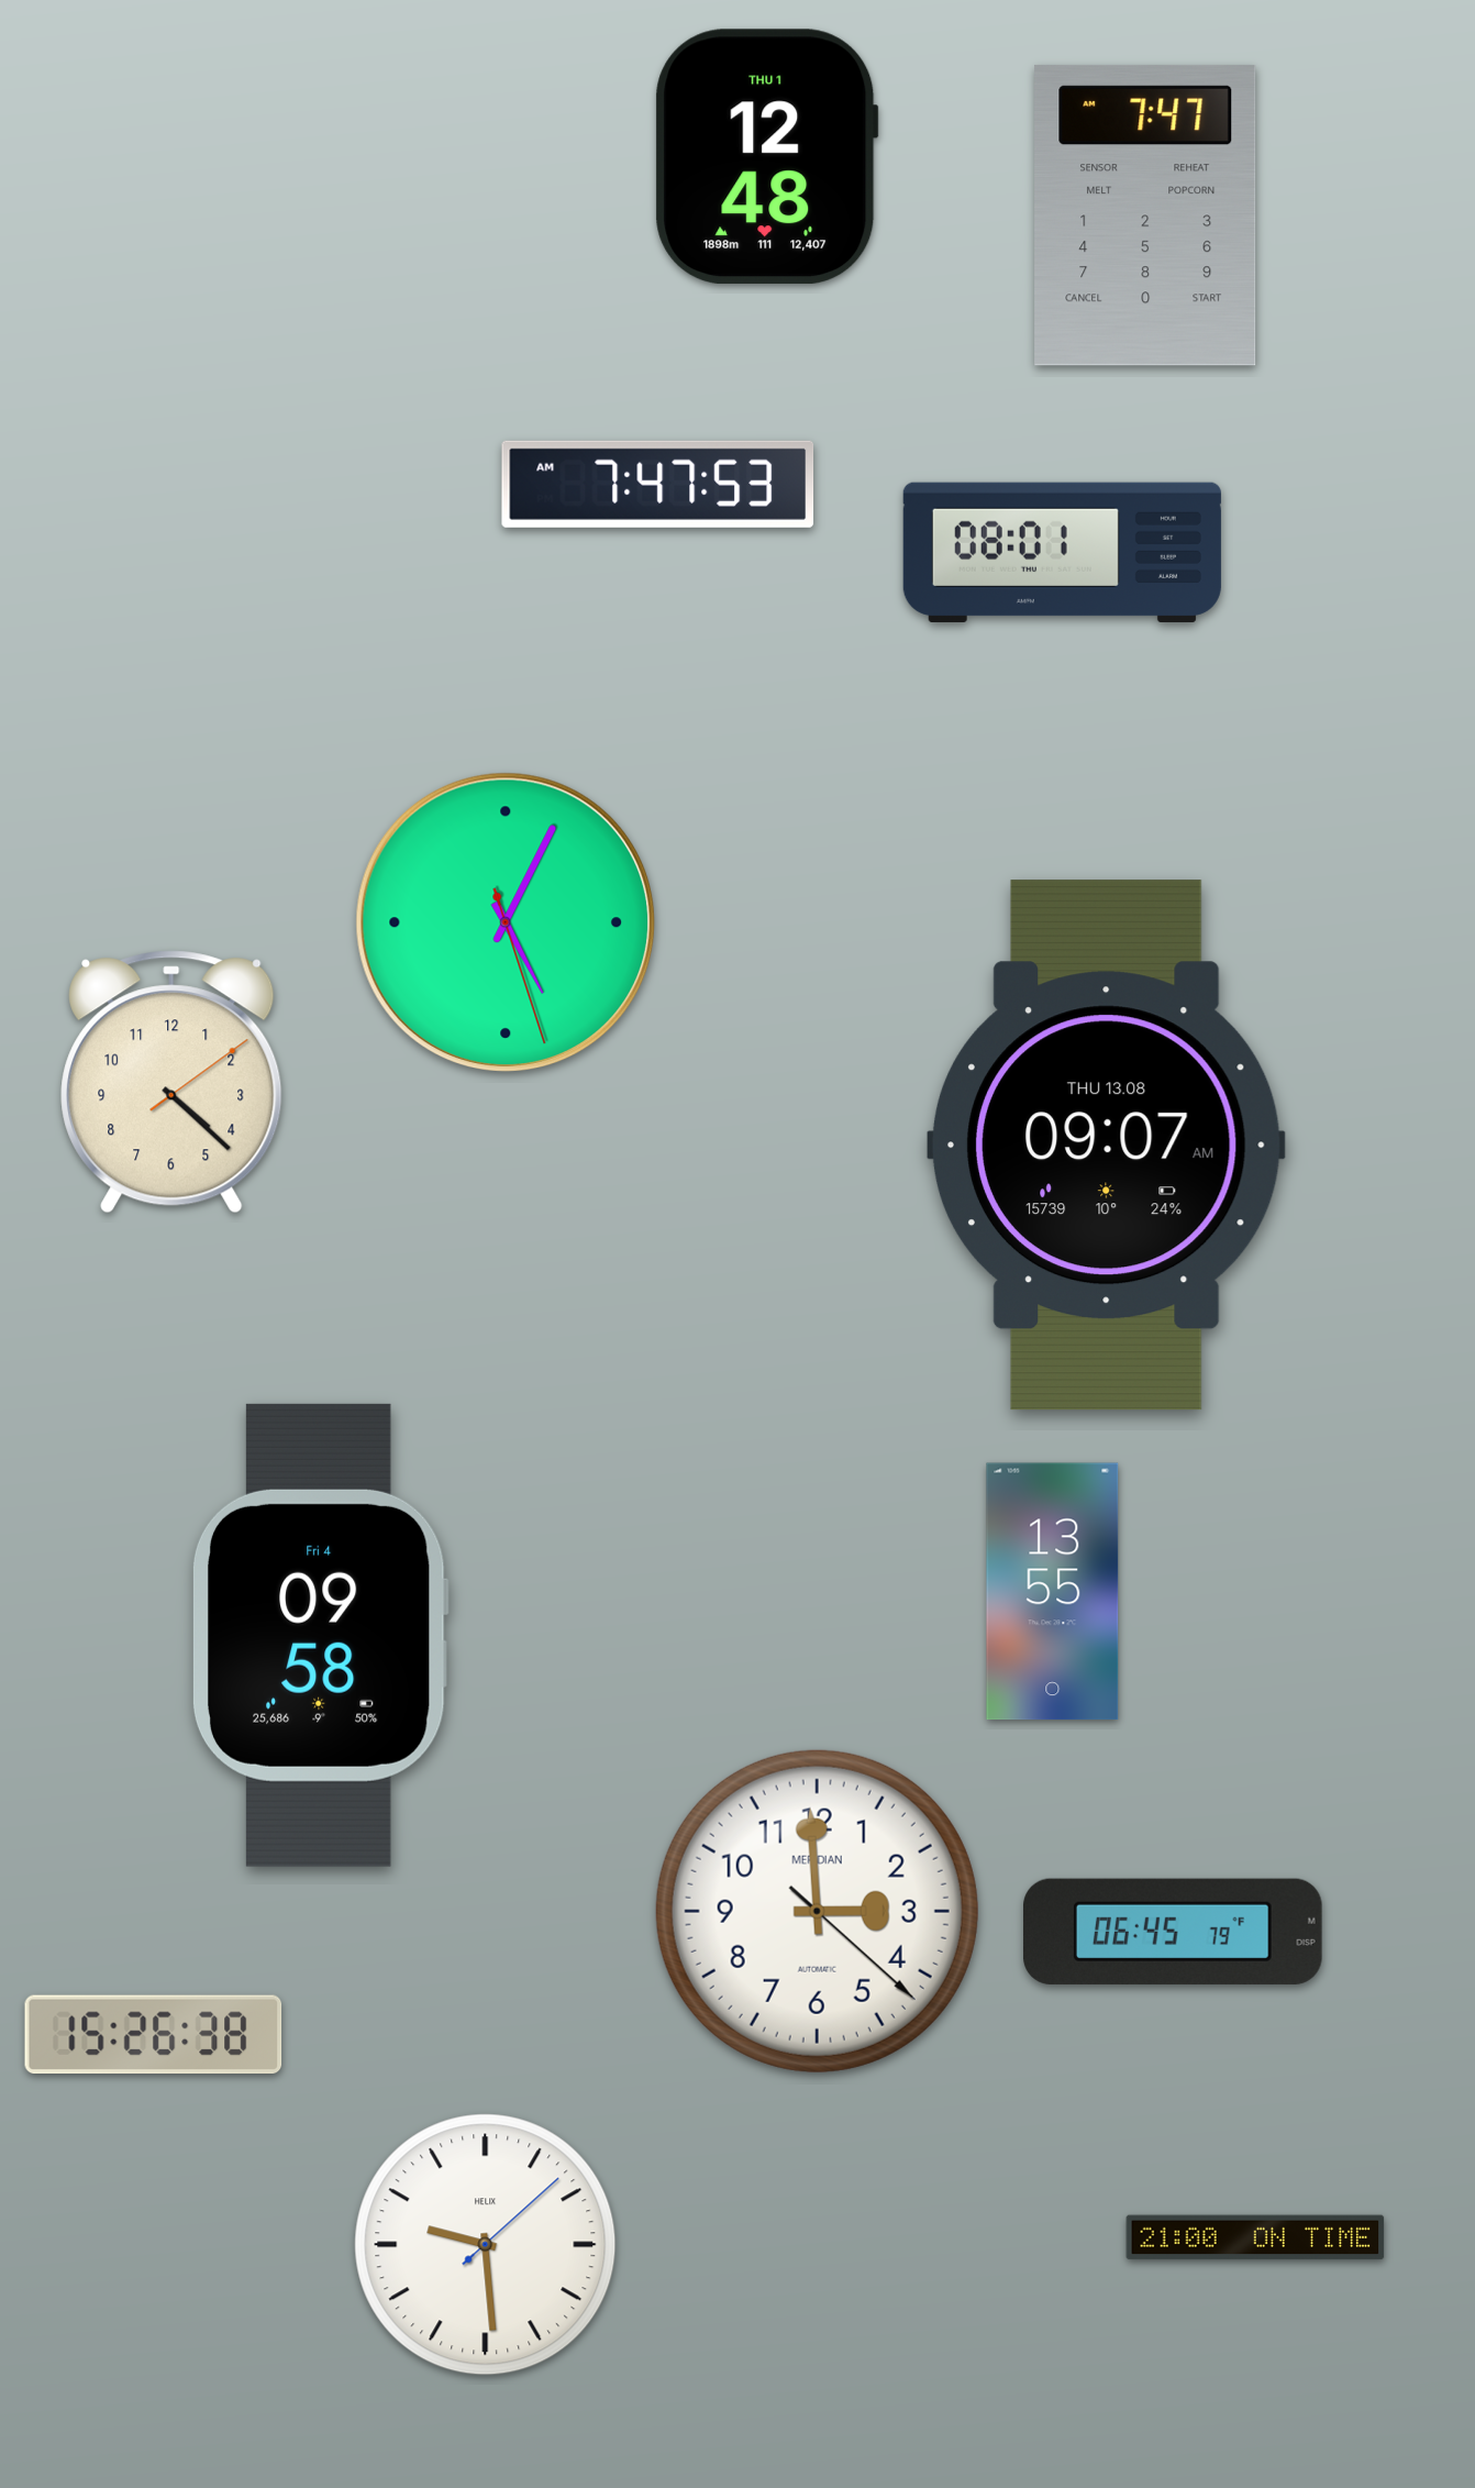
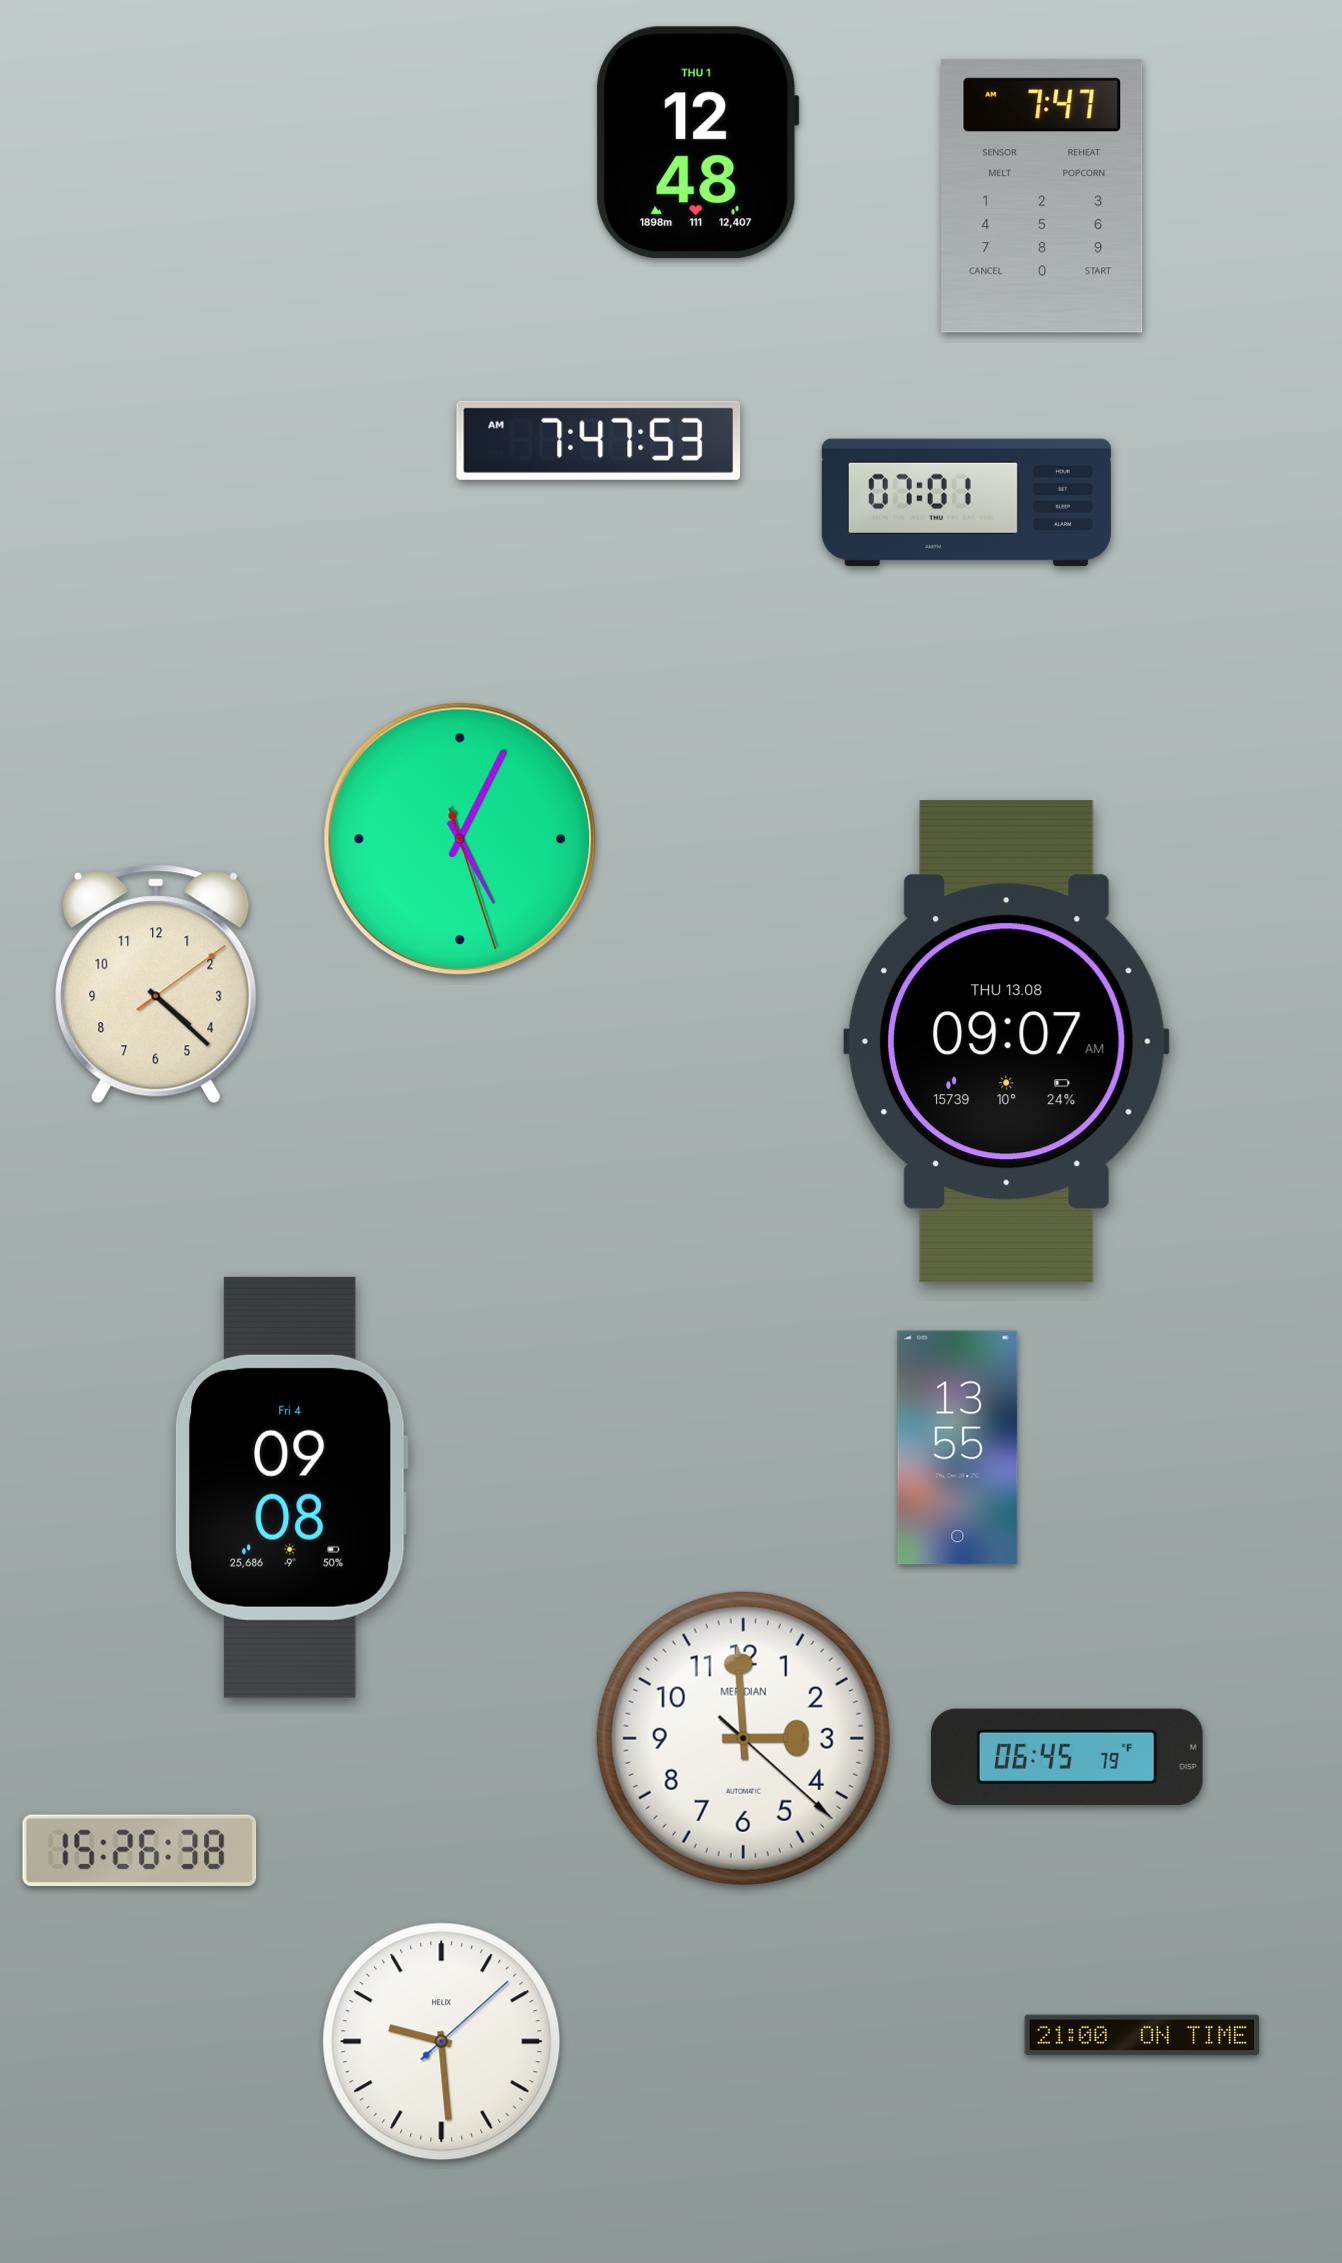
clock at (1062, 552): 08:01 -> 07:01
clock at (320, 1635): 09:58 -> 09:08
